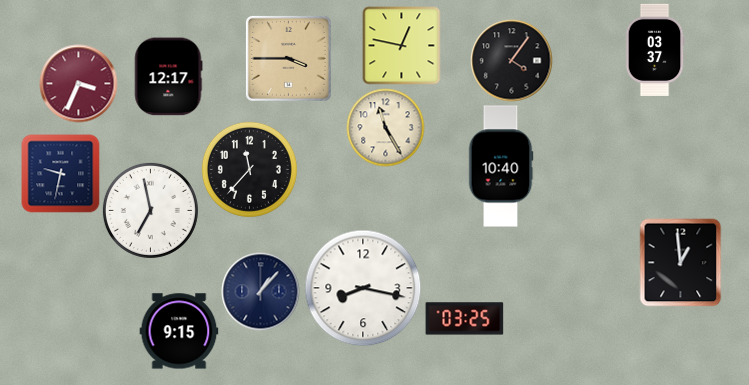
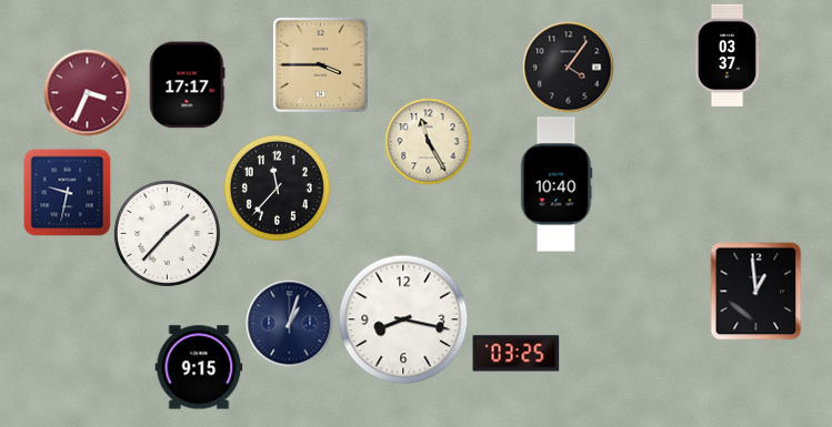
clock at (401, 45): 12:47 -> none
clock at (168, 76): 12:17 -> 17:17
clock at (150, 210): 6:58 -> 1:37
clock at (260, 291): 1:07 -> 1:03
